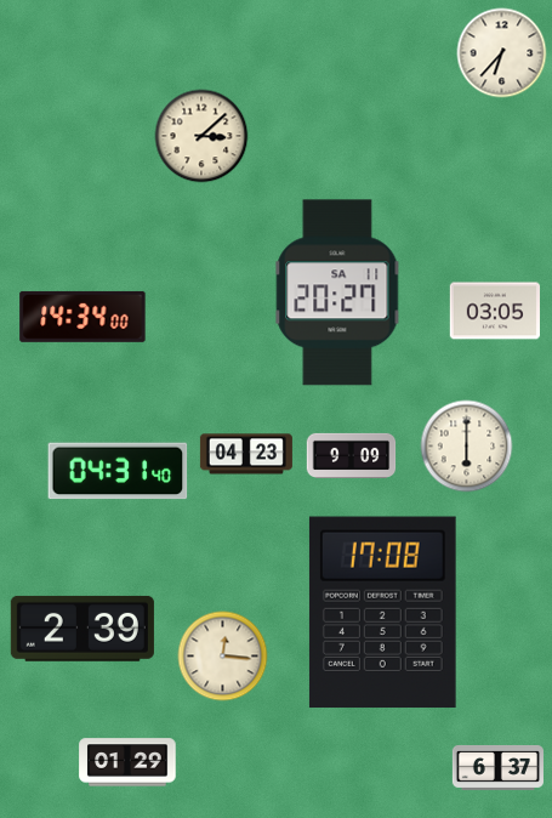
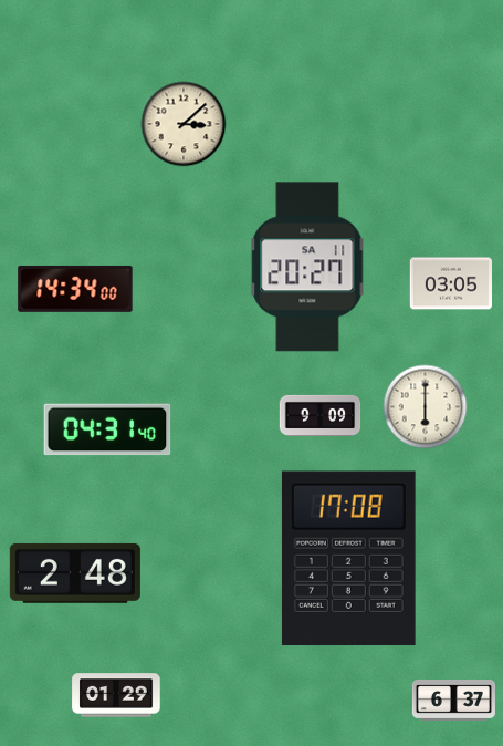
clock at (502, 53): 6:37 -> none
clock at (246, 454): 04:23 -> none
clock at (82, 629): 2:39 -> 2:48
clock at (223, 657): 12:16 -> none
